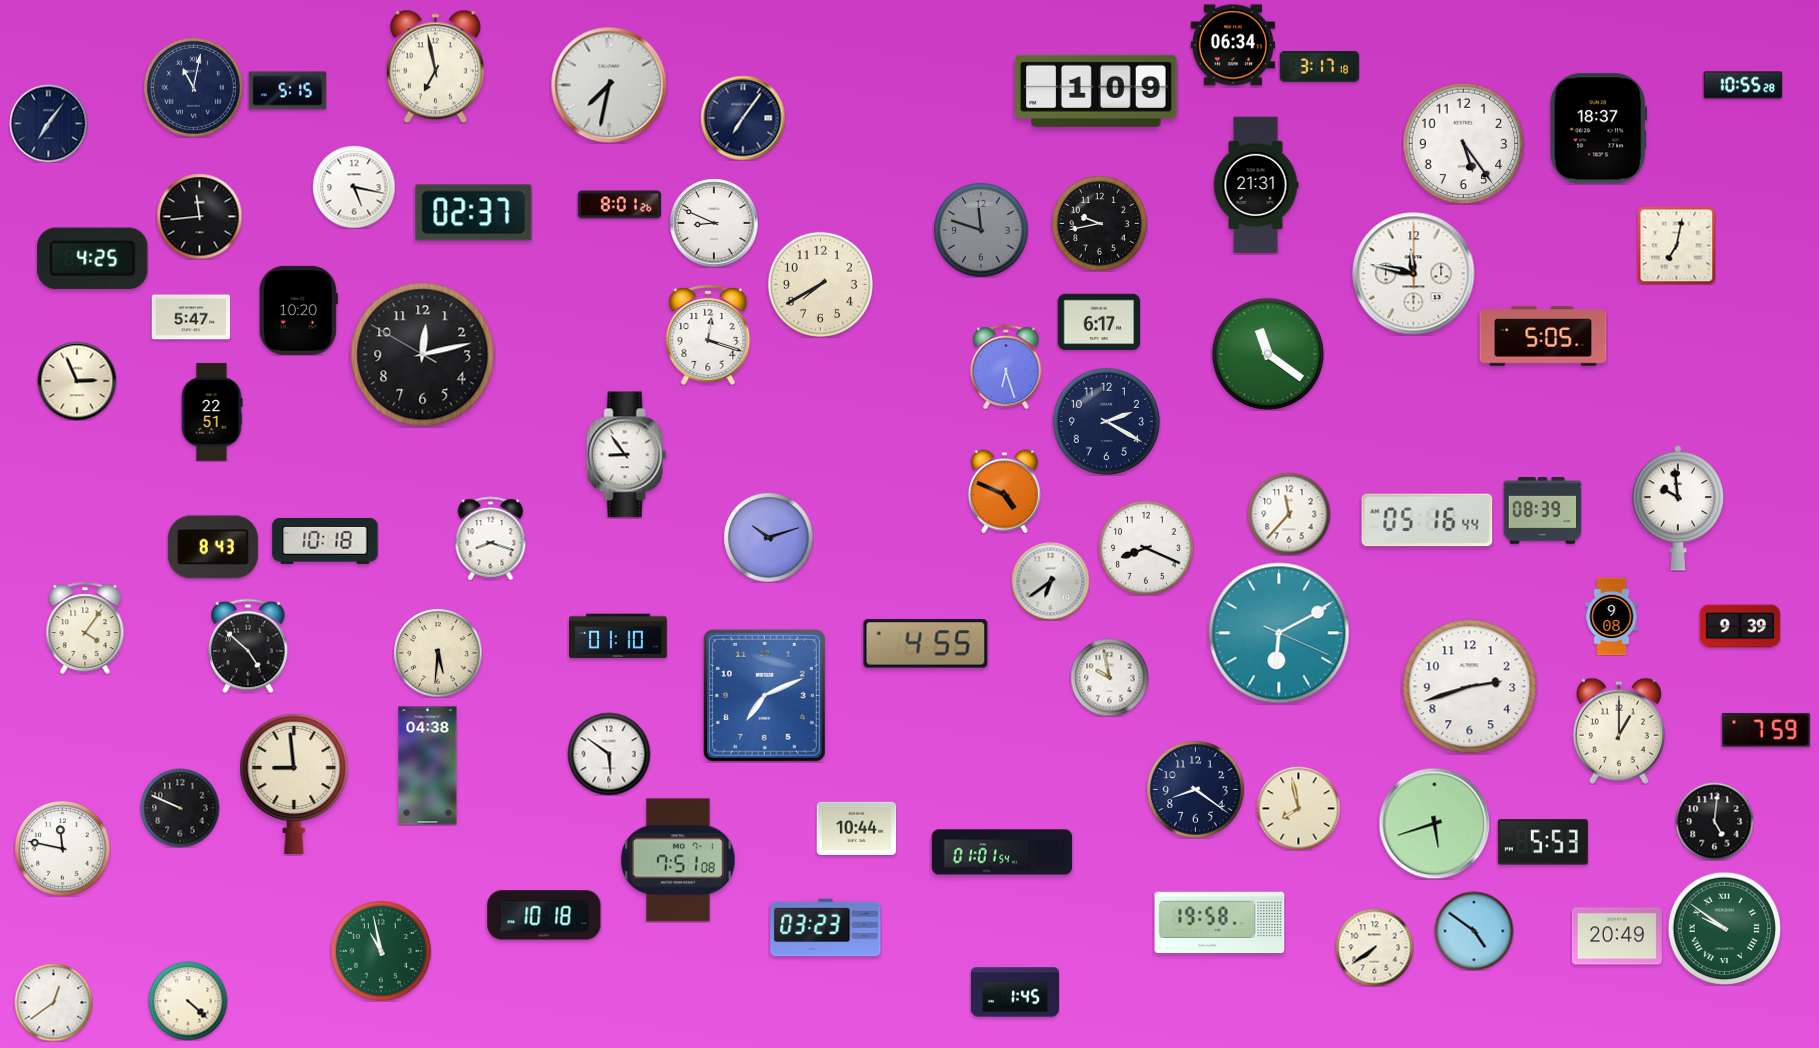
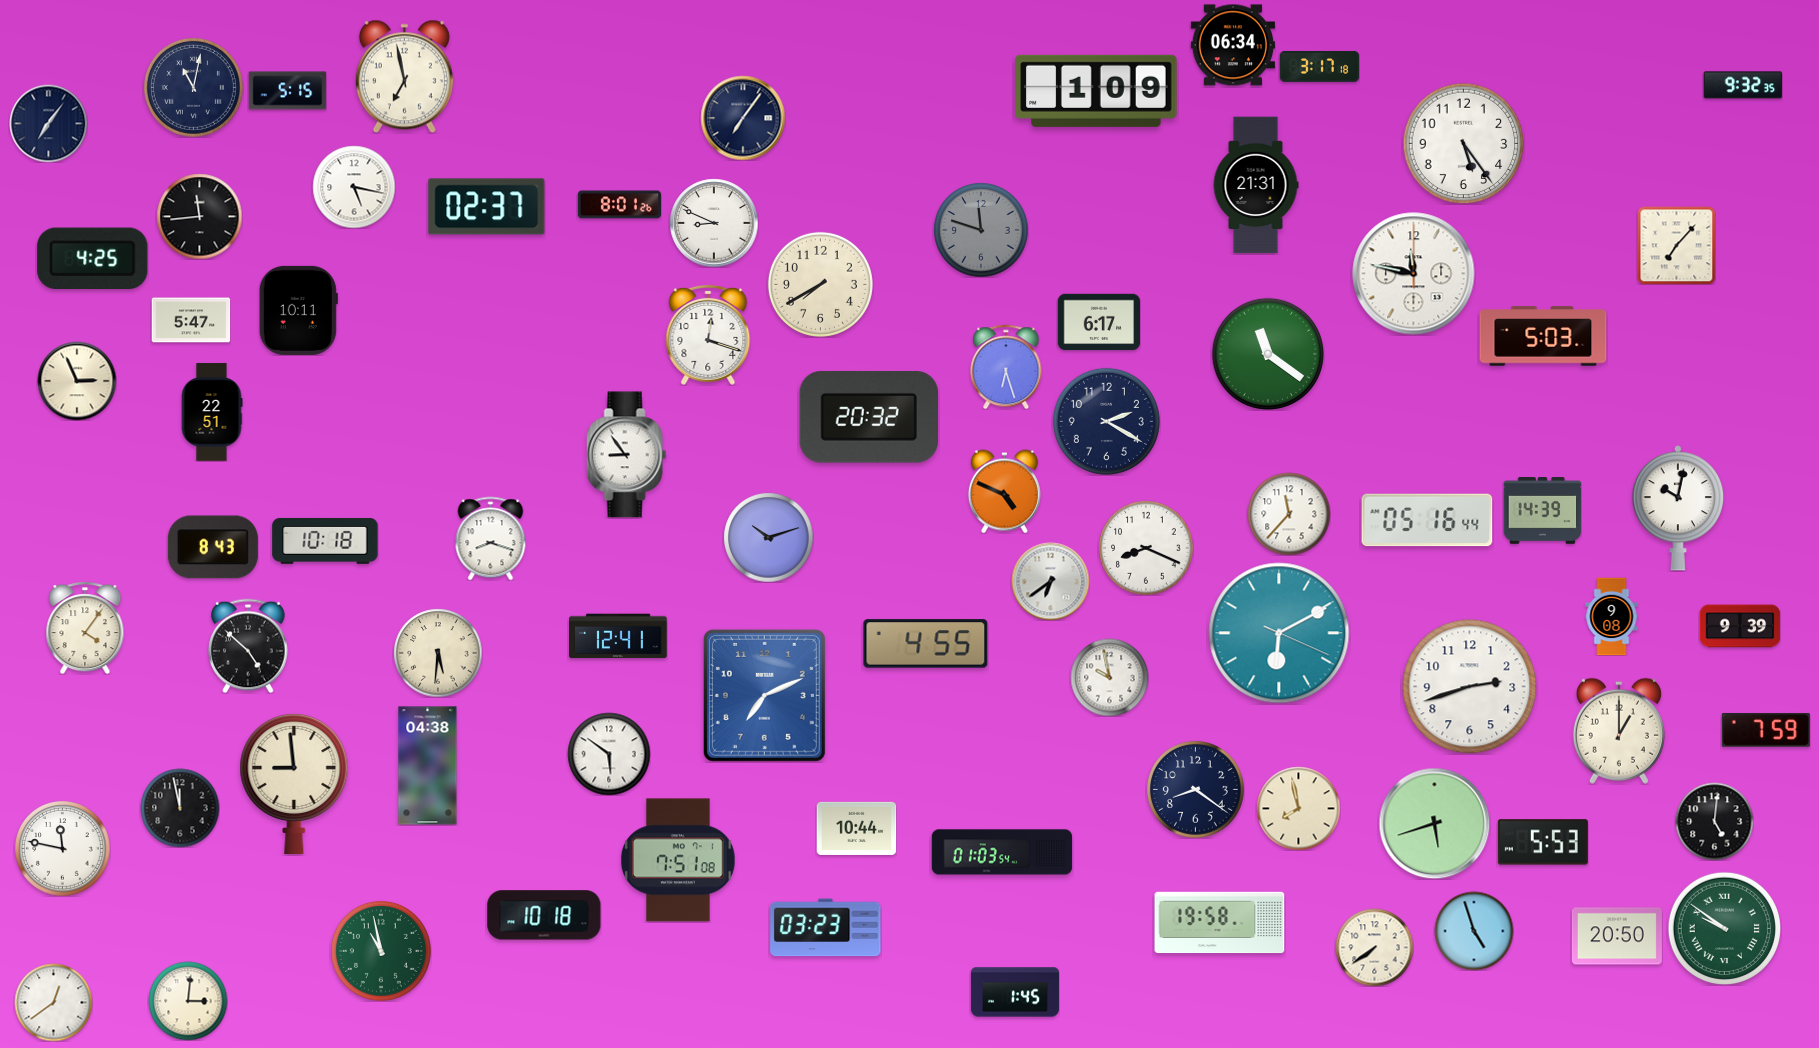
clock at (435, 66) position: (435, 66) -> (404, 76)
clock at (609, 85): 7:32 -> none
clock at (1743, 85): 10:55 -> 9:32
clock at (1599, 129): 18:37 -> none
clock at (474, 213) position: (474, 213) -> (487, 207)
clock at (1099, 223): 9:43 -> none
clock at (1676, 245): 7:02 -> 7:07
clock at (298, 310): 10:20 -> 10:11
clock at (191, 317) position: (191, 317) -> (191, 320)
clock at (1543, 336): 5:05 -> 5:03
clock at (423, 355): 12:12 -> none
clock at (868, 418): none -> 20:32
clock at (1677, 508): 9:59 -> 10:02
clock at (1542, 511): 08:39 -> 14:39
clock at (619, 636): 01:10 -> 12:41
clock at (180, 808): 9:49 -> 11:58
clock at (1002, 852): 01:01 -> 01:03
clock at (1474, 931): 4:51 -> 4:57
clock at (1617, 936): 20:49 -> 20:50
clock at (188, 1001): 4:22 -> 3:01
